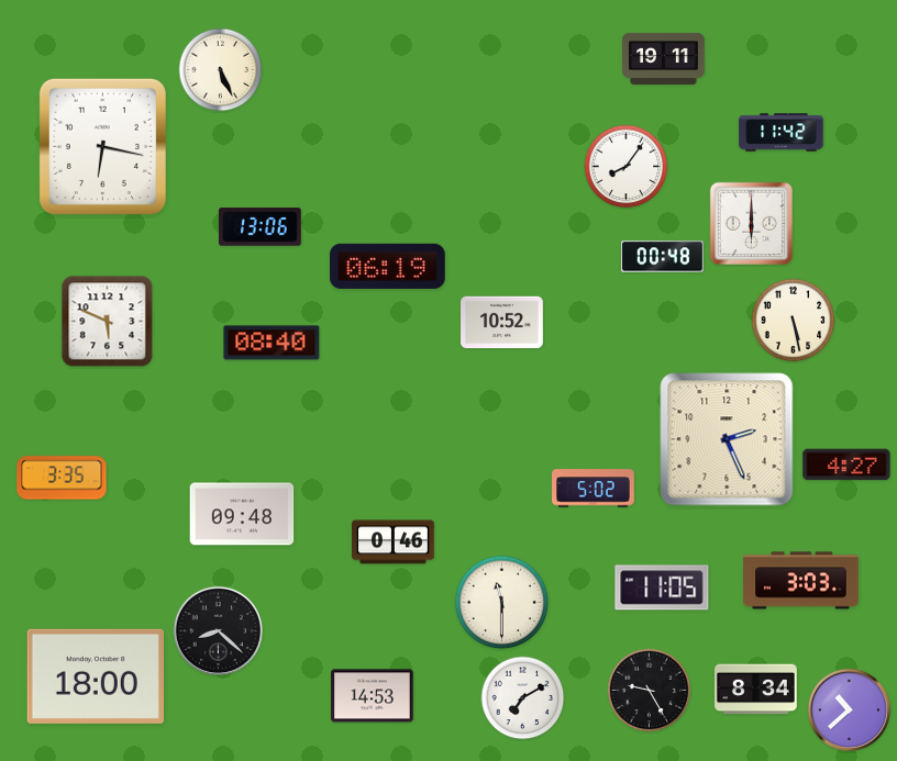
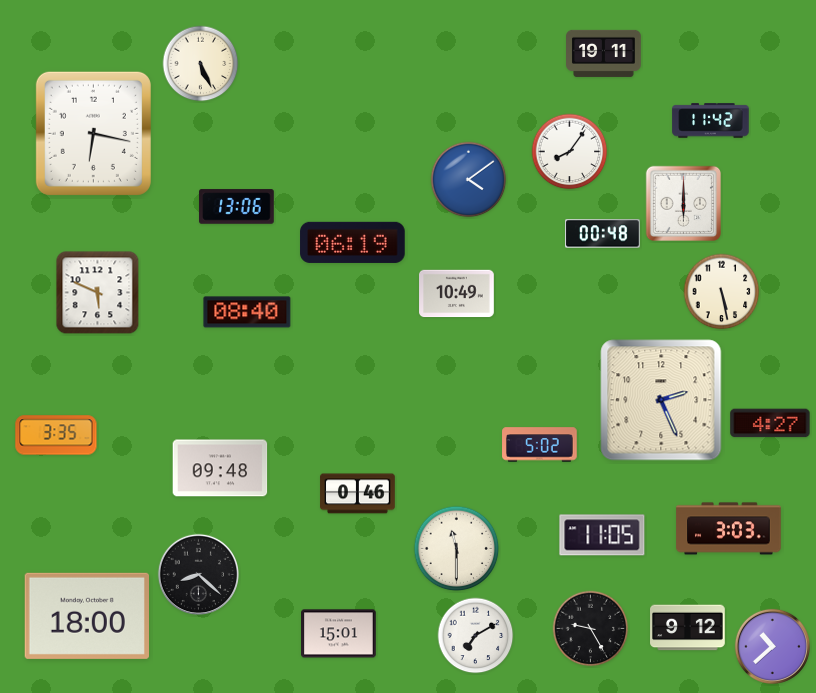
clock at (469, 180): none -> 4:09
clock at (502, 323): 10:52 -> 10:49
clock at (756, 690): 8:34 -> 9:12
clock at (373, 696): 14:53 -> 15:01
